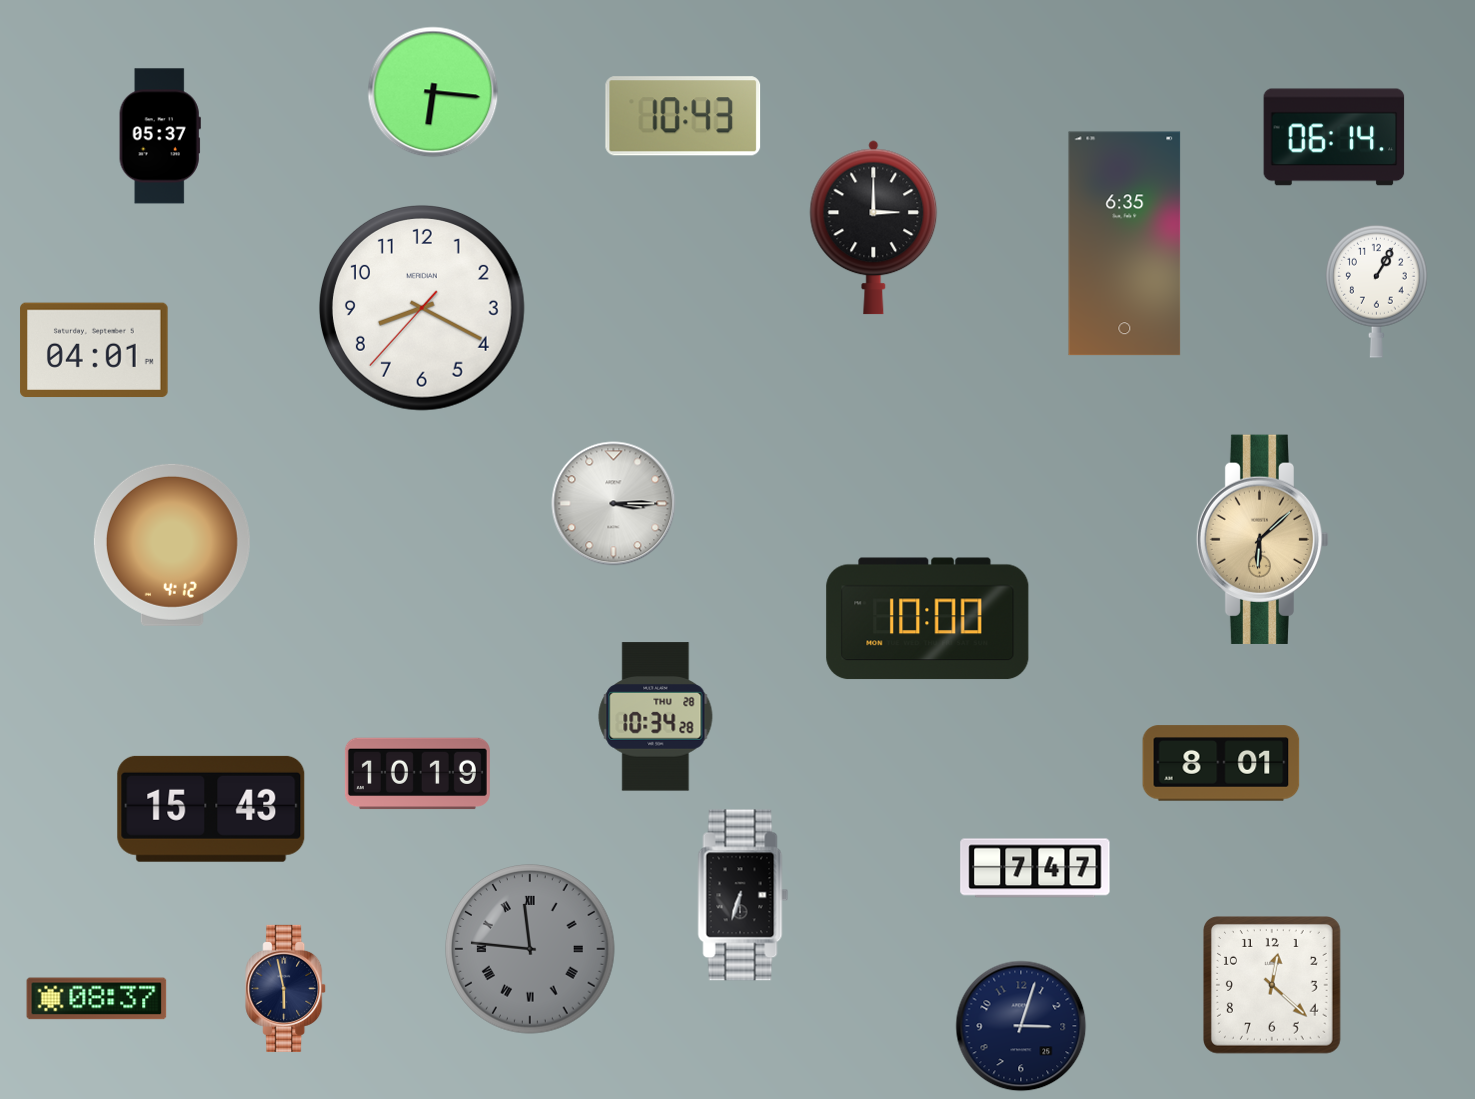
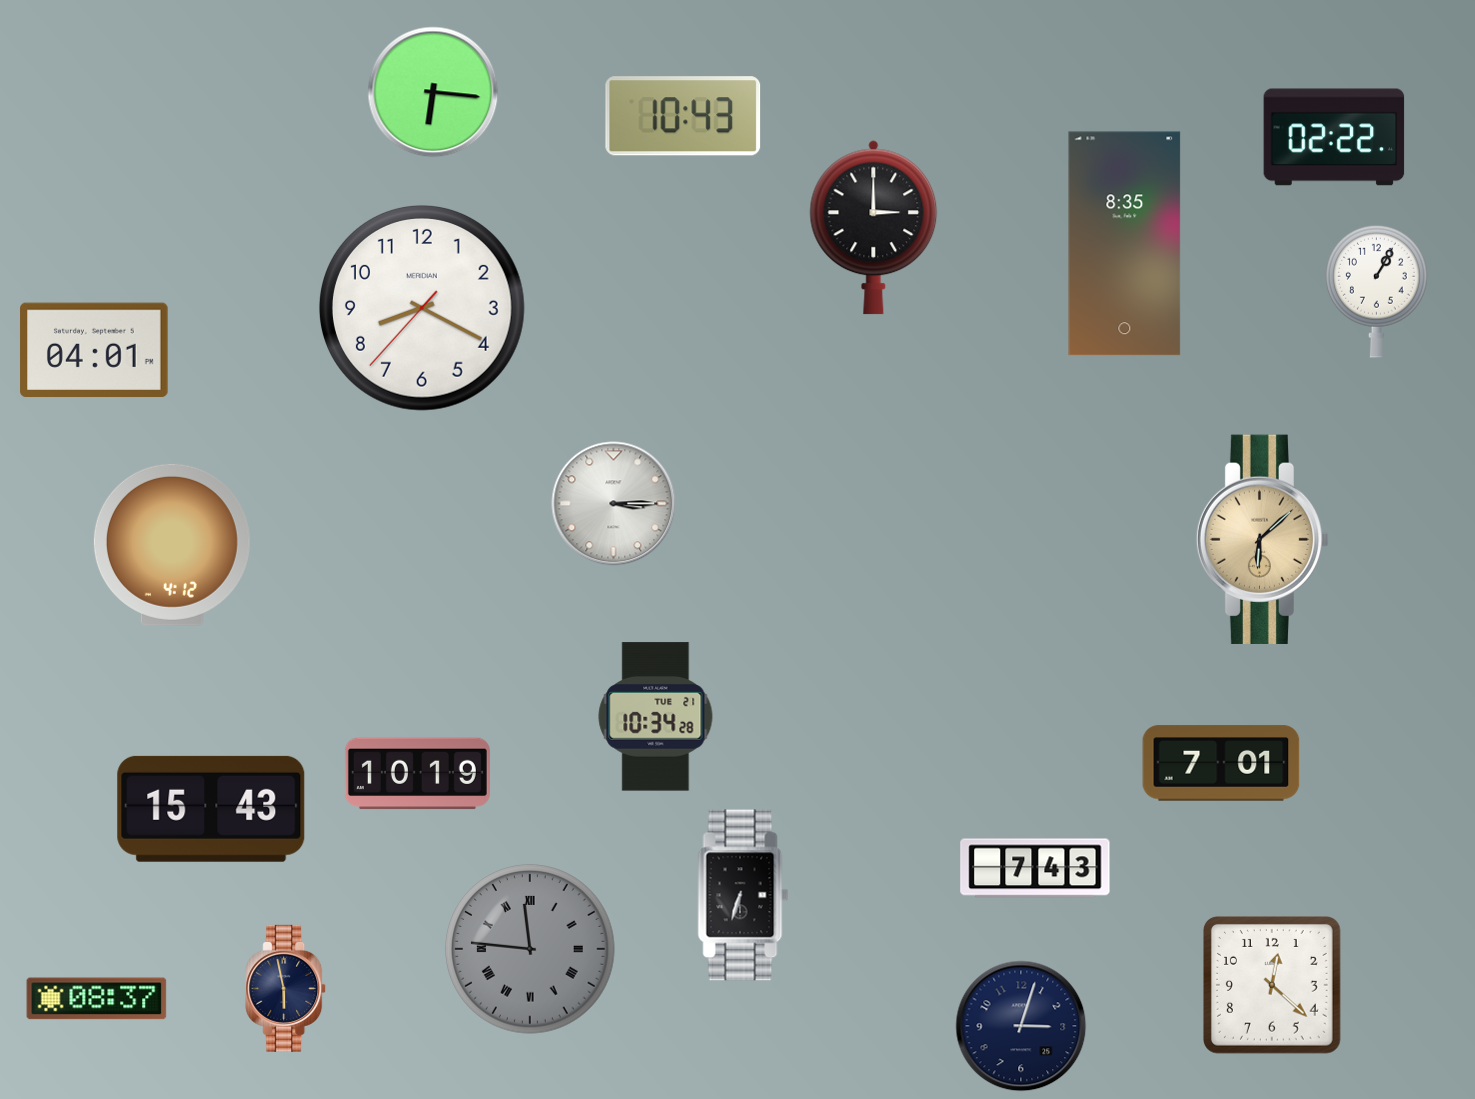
clock at (160, 136): 05:37 -> none
clock at (1334, 137): 06:14 -> 02:22
clock at (1125, 244): 6:35 -> 8:35
clock at (928, 619): 10:00 -> none
clock at (656, 717) date: THU 28 -> TUE 21
clock at (1221, 763): 8:01 -> 7:01
clock at (1035, 868): 7:47 -> 7:43
